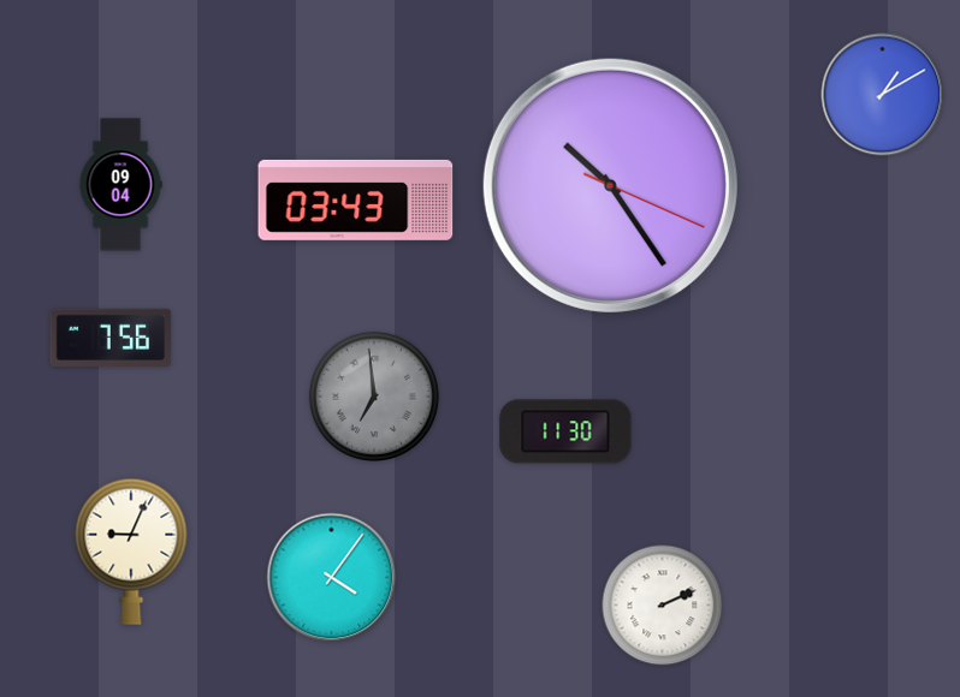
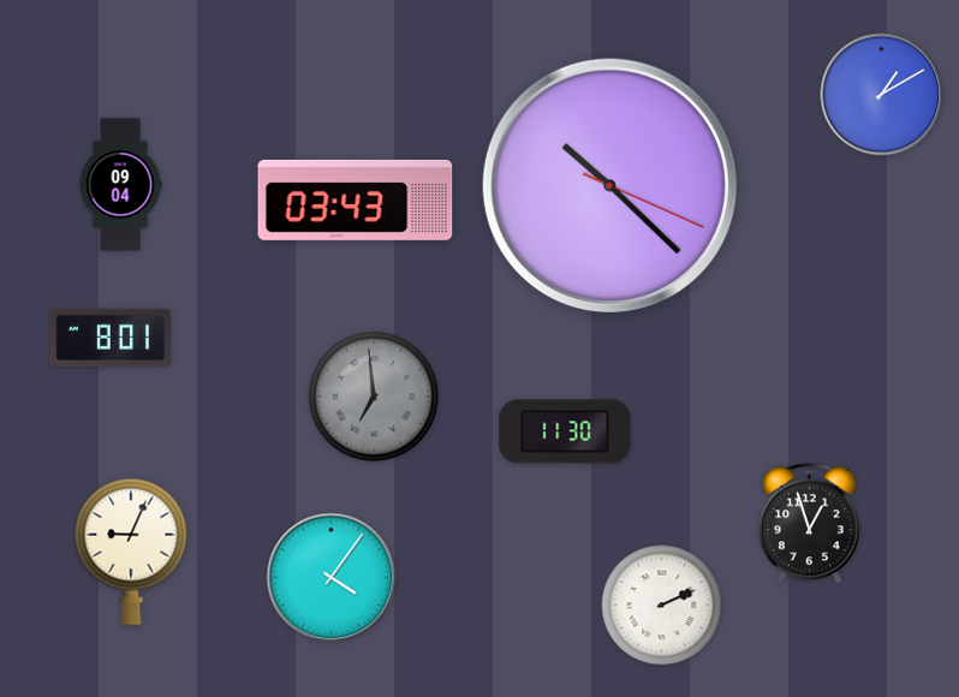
clock at (610, 185): 10:24 -> 10:22
clock at (111, 338): 7:56 -> 8:01
clock at (810, 524): none -> 12:57
